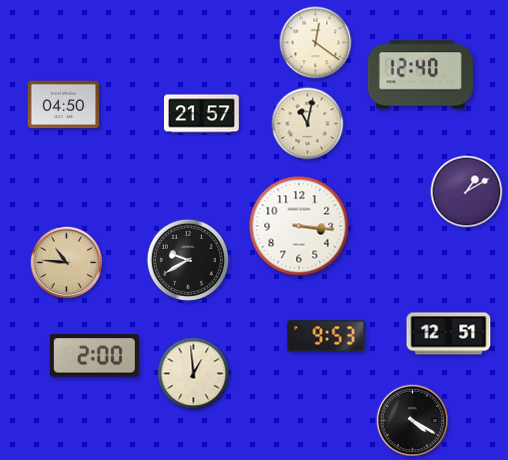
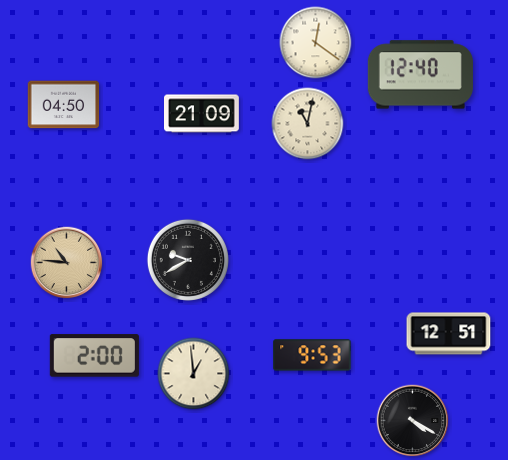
clock at (202, 114): 21:57 -> 21:09
clock at (467, 192): 1:10 -> none
clock at (299, 226): 3:16 -> none
clock at (326, 336) position: (326, 336) -> (312, 355)
